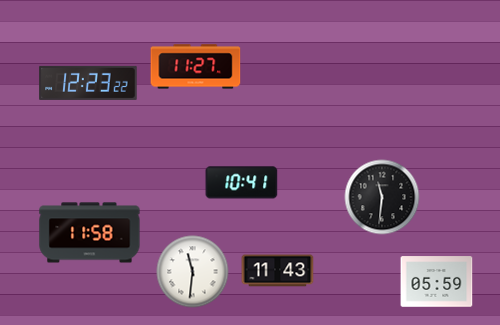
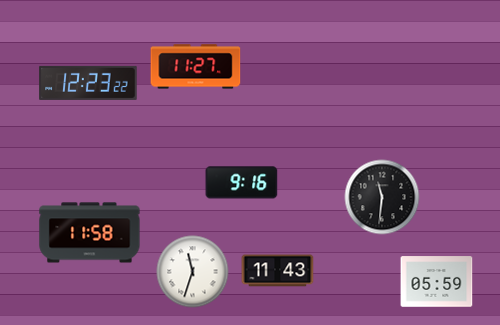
clock at (242, 183): 10:41 -> 9:16
clock at (193, 272): 11:31 -> 11:33
